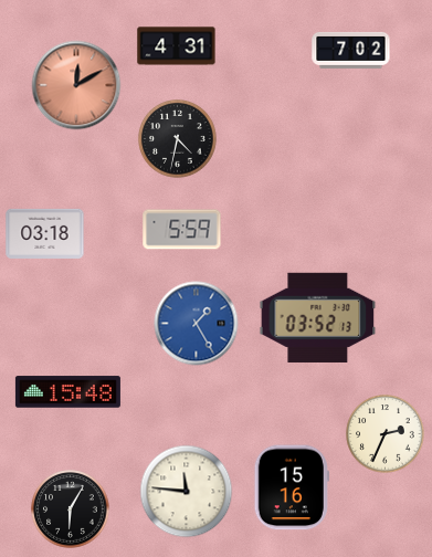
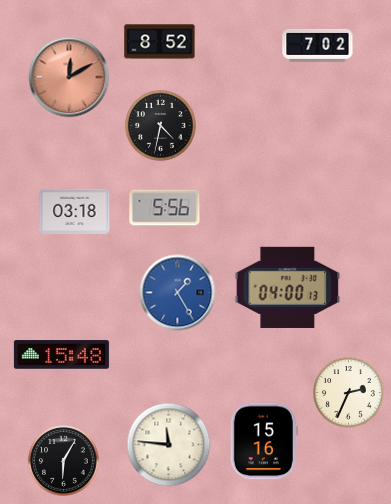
clock at (177, 46): 4:31 -> 8:52
clock at (182, 230): 5:59 -> 5:56
clock at (45, 233) position: (45, 233) -> (75, 211)
clock at (318, 317): 03:52 -> 04:00
